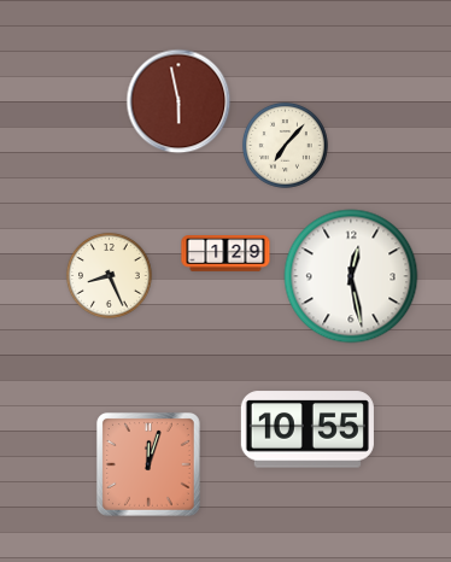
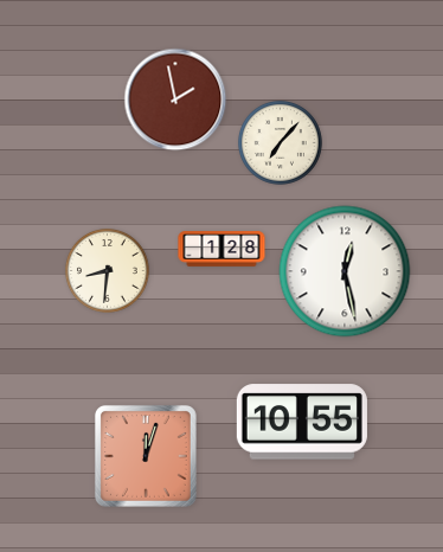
clock at (178, 101): 5:58 -> 1:58
clock at (225, 253): 1:29 -> 1:28
clock at (110, 276): 8:26 -> 8:31
